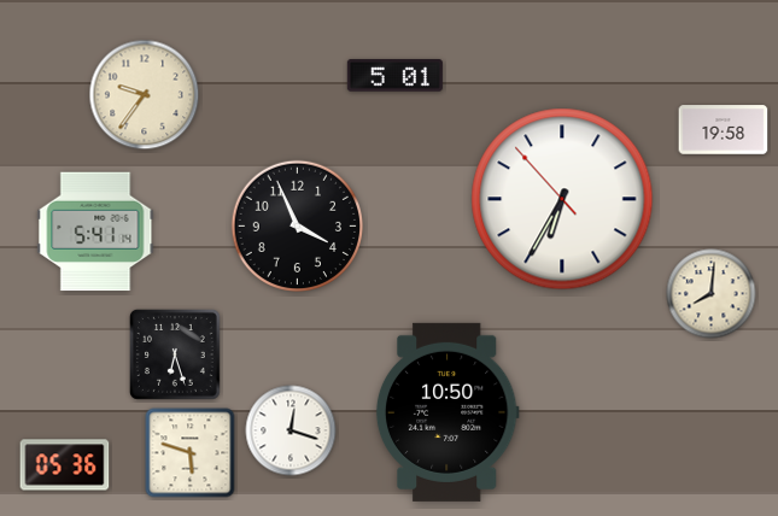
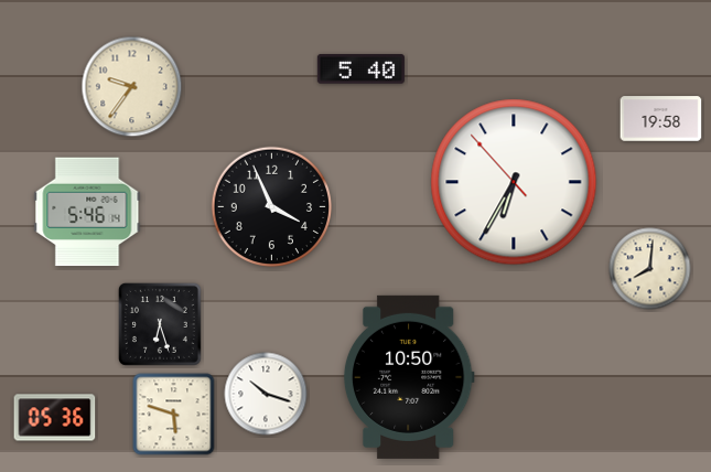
clock at (394, 76): 5:01 -> 5:40
clock at (95, 231): 5:41 -> 5:46
clock at (291, 430): 12:18 -> 10:18
clock at (65, 465) position: (65, 465) -> (55, 418)
